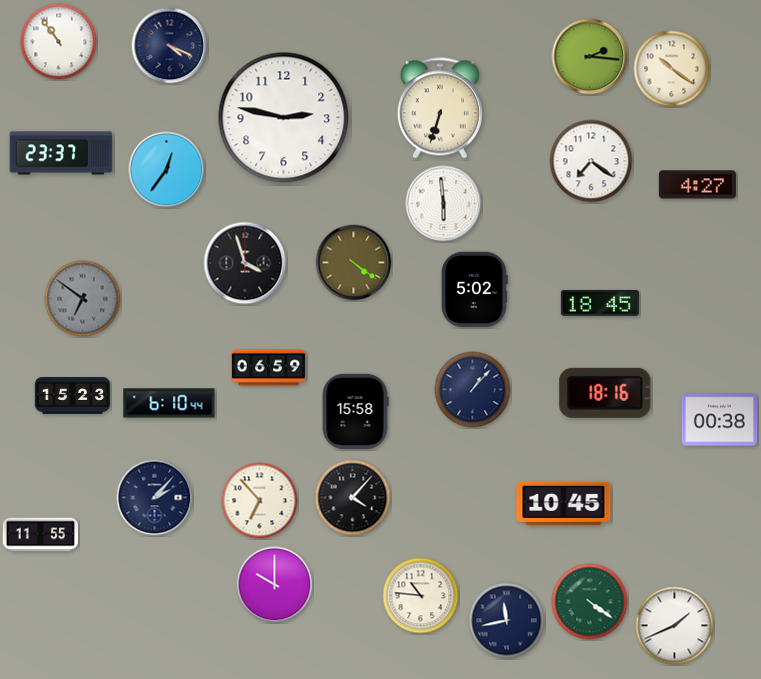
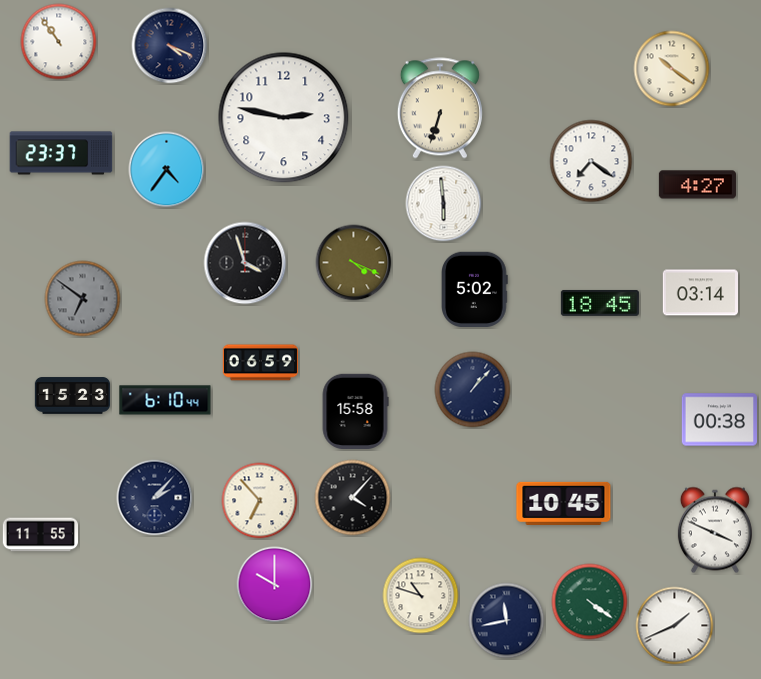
clock at (590, 57): 2:16 -> none
clock at (167, 170): 12:36 -> 4:36
clock at (354, 263): 4:21 -> 4:19
clock at (700, 293): none -> 03:14
clock at (269, 368) position: (269, 368) -> (261, 363)
clock at (605, 393): 18:16 -> none
clock at (169, 403) position: (169, 403) -> (165, 400)
clock at (715, 530): none -> 3:49
clock at (421, 596): 10:46 -> 10:48
